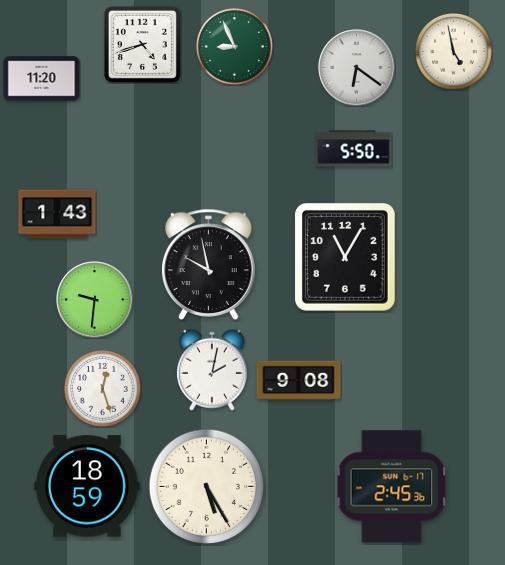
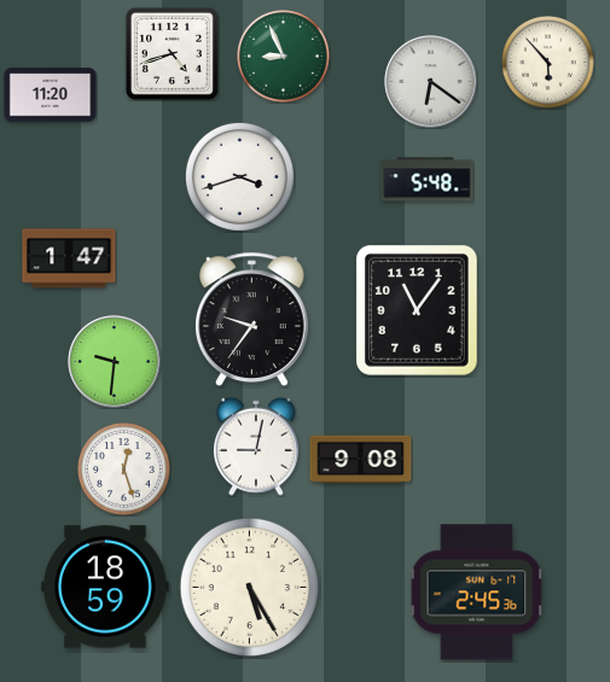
clock at (454, 52): 4:58 -> 5:53
clock at (239, 176): none -> 3:42
clock at (354, 149): 5:50 -> 5:48
clock at (57, 214): 1:43 -> 1:47
clock at (346, 258): 11:05 -> 11:06
clock at (209, 264): 9:58 -> 9:36
clock at (212, 370): 2:02 -> 9:02
clock at (392, 487) position: (392, 487) -> (477, 593)
